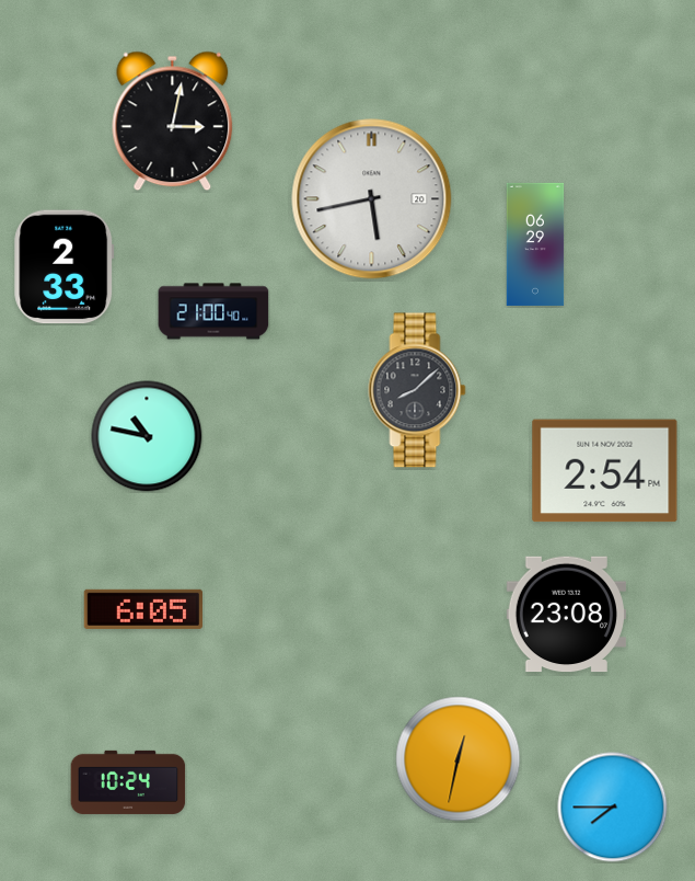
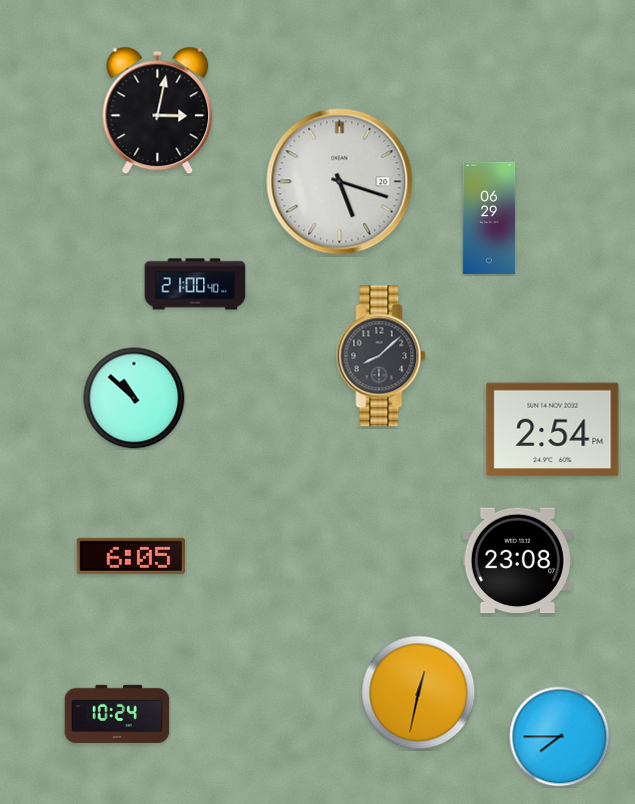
clock at (372, 199): 5:43 -> 5:18
clock at (535, 244) position: (535, 244) -> (489, 218)
clock at (65, 267): 2:33 -> none
clock at (147, 436): 10:47 -> 10:52
